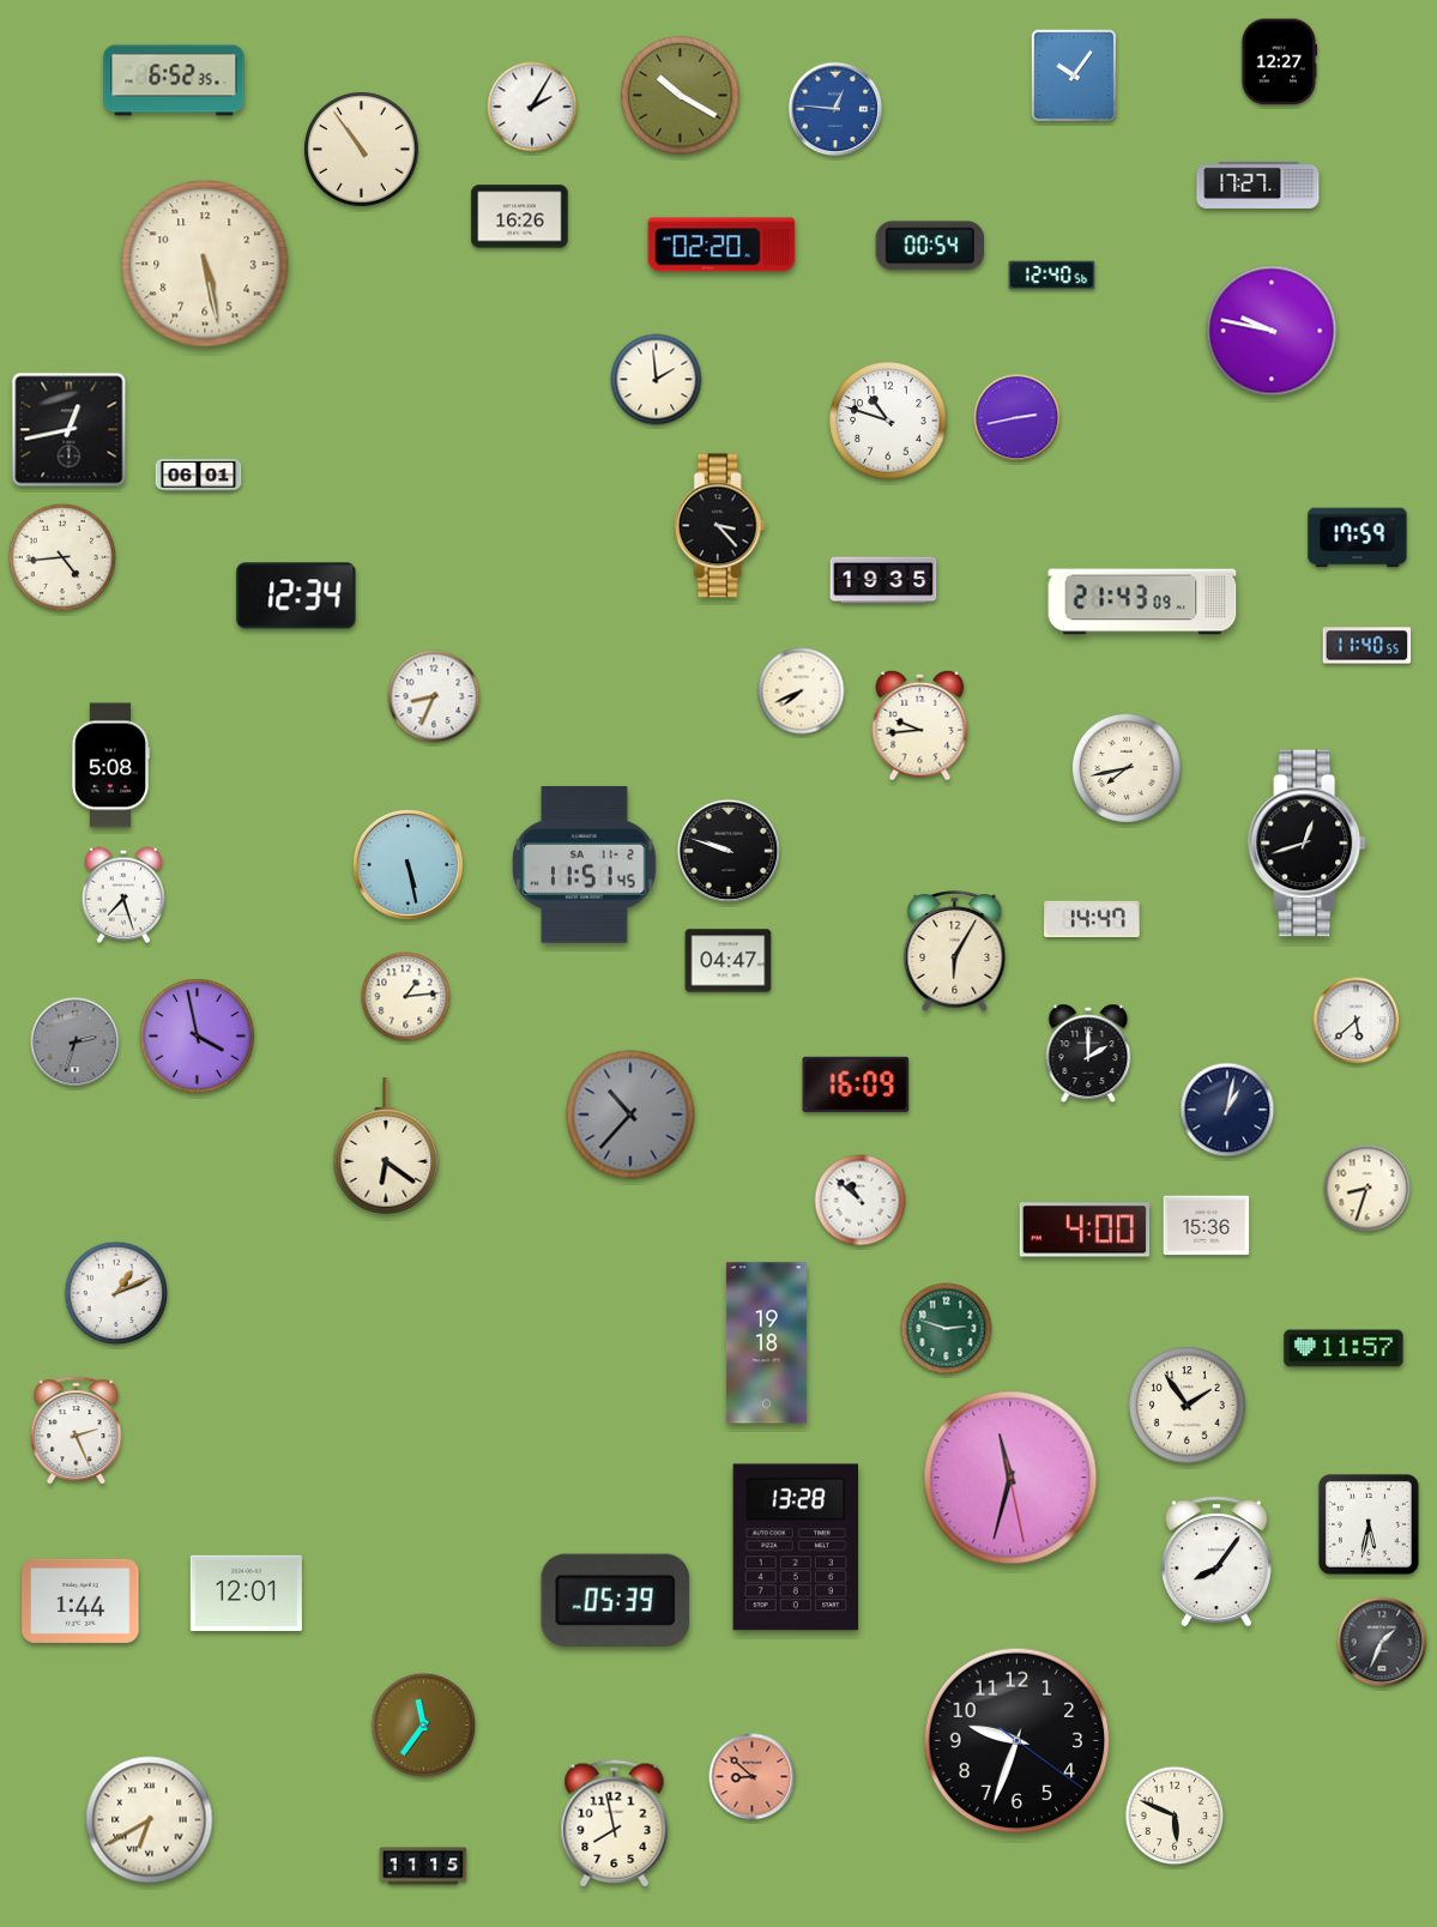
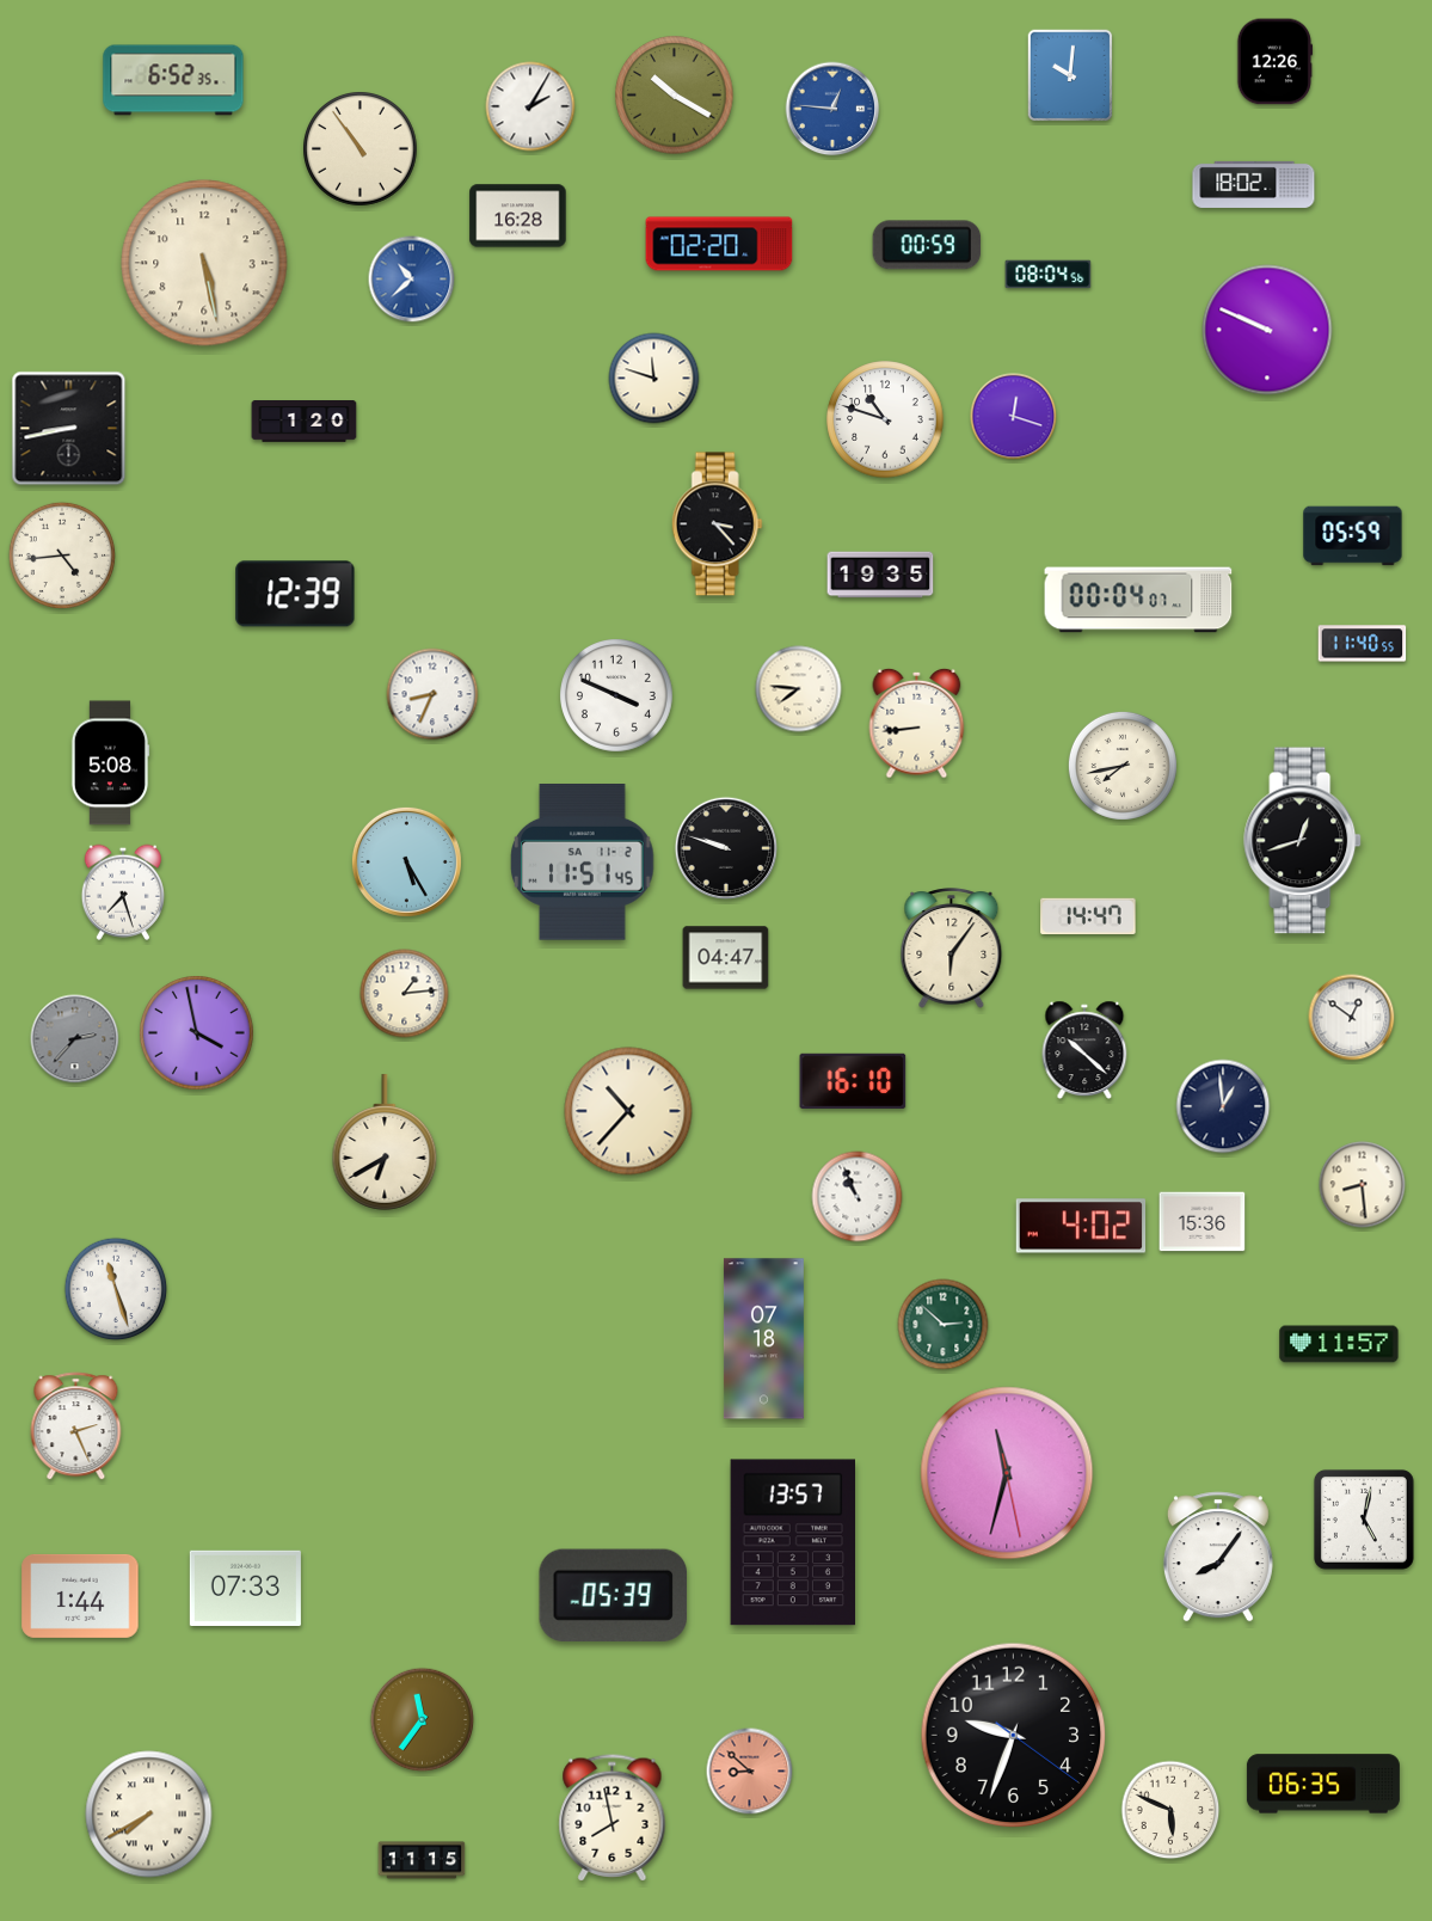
clock at (1279, 62): 12:27 -> 12:26
clock at (1074, 75): 10:06 -> 10:01
clock at (681, 96) position: (681, 96) -> (675, 96)
clock at (1258, 185): 17:27 -> 18:02
clock at (520, 217): 16:26 -> 16:28
clock at (930, 246): 00:54 -> 00:59
clock at (1052, 276): 12:40 -> 08:04
clock at (412, 280): none -> 10:38
clock at (1272, 331): 9:47 -> 9:49
clock at (657, 380): 1:59 -> 11:48
clock at (1018, 418): 2:43 -> 12:18
clock at (305, 422): none -> 1:20
clock at (70, 430): 12:43 -> 8:43
clock at (199, 475): 06:01 -> none
clock at (1358, 538): 17:59 -> 05:59
clock at (883, 580) position: (883, 580) -> (880, 575)
clock at (296, 596): 12:34 -> 12:39
clock at (1142, 602): 21:43 -> 00:04
clock at (802, 691): 7:41 -> 7:46
clock at (617, 696): none -> 3:49
clock at (920, 725): 9:44 -> 8:44
clock at (407, 864): 5:28 -> 5:25
clock at (955, 952): 6:05 -> 6:06
clock at (1357, 1021): 5:38 -> 12:51
clock at (76, 1043): 2:33 -> 2:37
clock at (1088, 1052): 2:00 -> 10:22
clock at (856, 1085): 16:09 -> 16:10
clock at (1227, 1110): 1:02 -> 12:59
clock at (630, 1114) dial: grey -> cream
clock at (386, 1146): 6:21 -> 6:40
clock at (1367, 1189): 8:33 -> 8:29
clock at (861, 1201): 10:52 -> 10:56
clock at (1085, 1230): 4:00 -> 4:02
clock at (116, 1293): 1:11 -> 11:27
clock at (947, 1329): 2:48 -> 2:52
clock at (766, 1343): 19:18 -> 07:18
clock at (1188, 1406): 1:54 -> none
clock at (1369, 1524): 5:32 -> 5:02
clock at (796, 1547): 13:28 -> 13:57
clock at (1216, 1561) position: (1216, 1561) -> (1218, 1557)
clock at (246, 1594): 12:01 -> 07:33
clock at (1382, 1642): 1:34 -> none
clock at (1323, 1784): none -> 06:35
clock at (150, 1820): 6:40 -> 7:40
